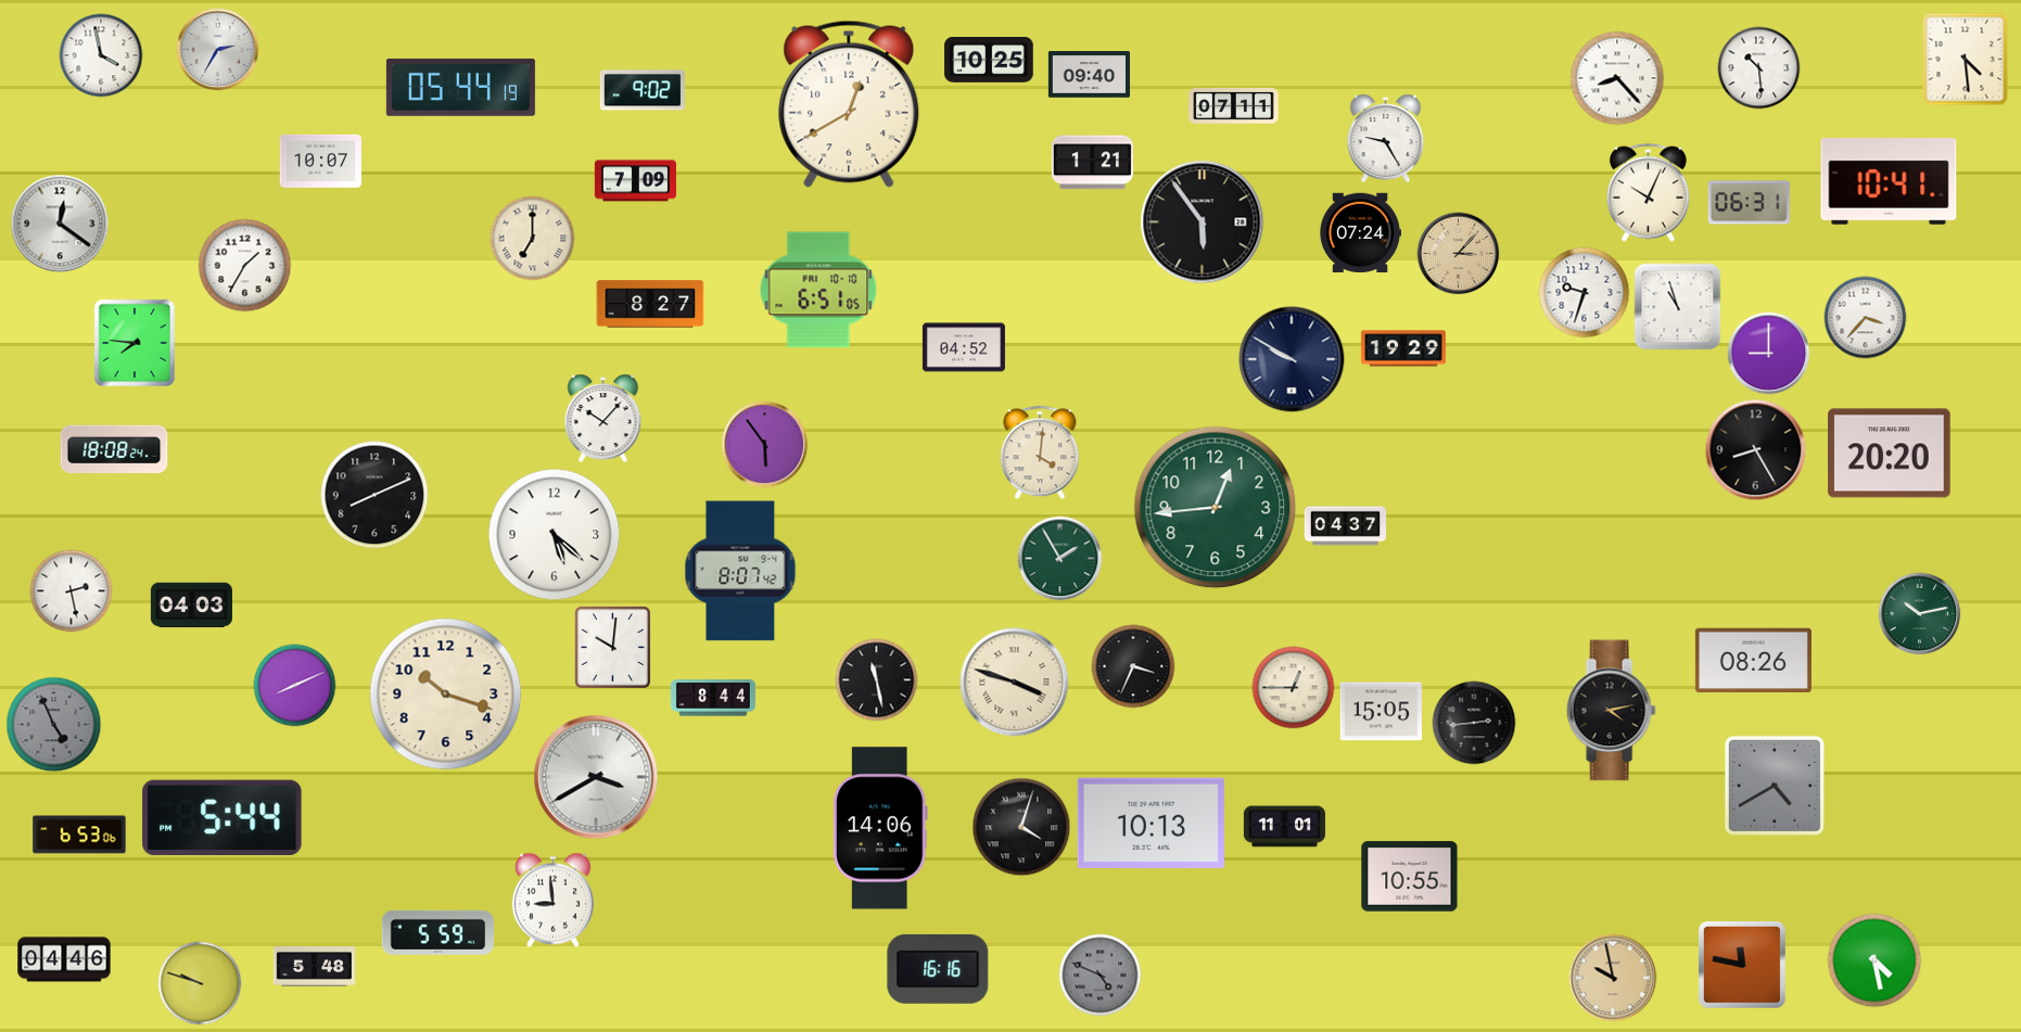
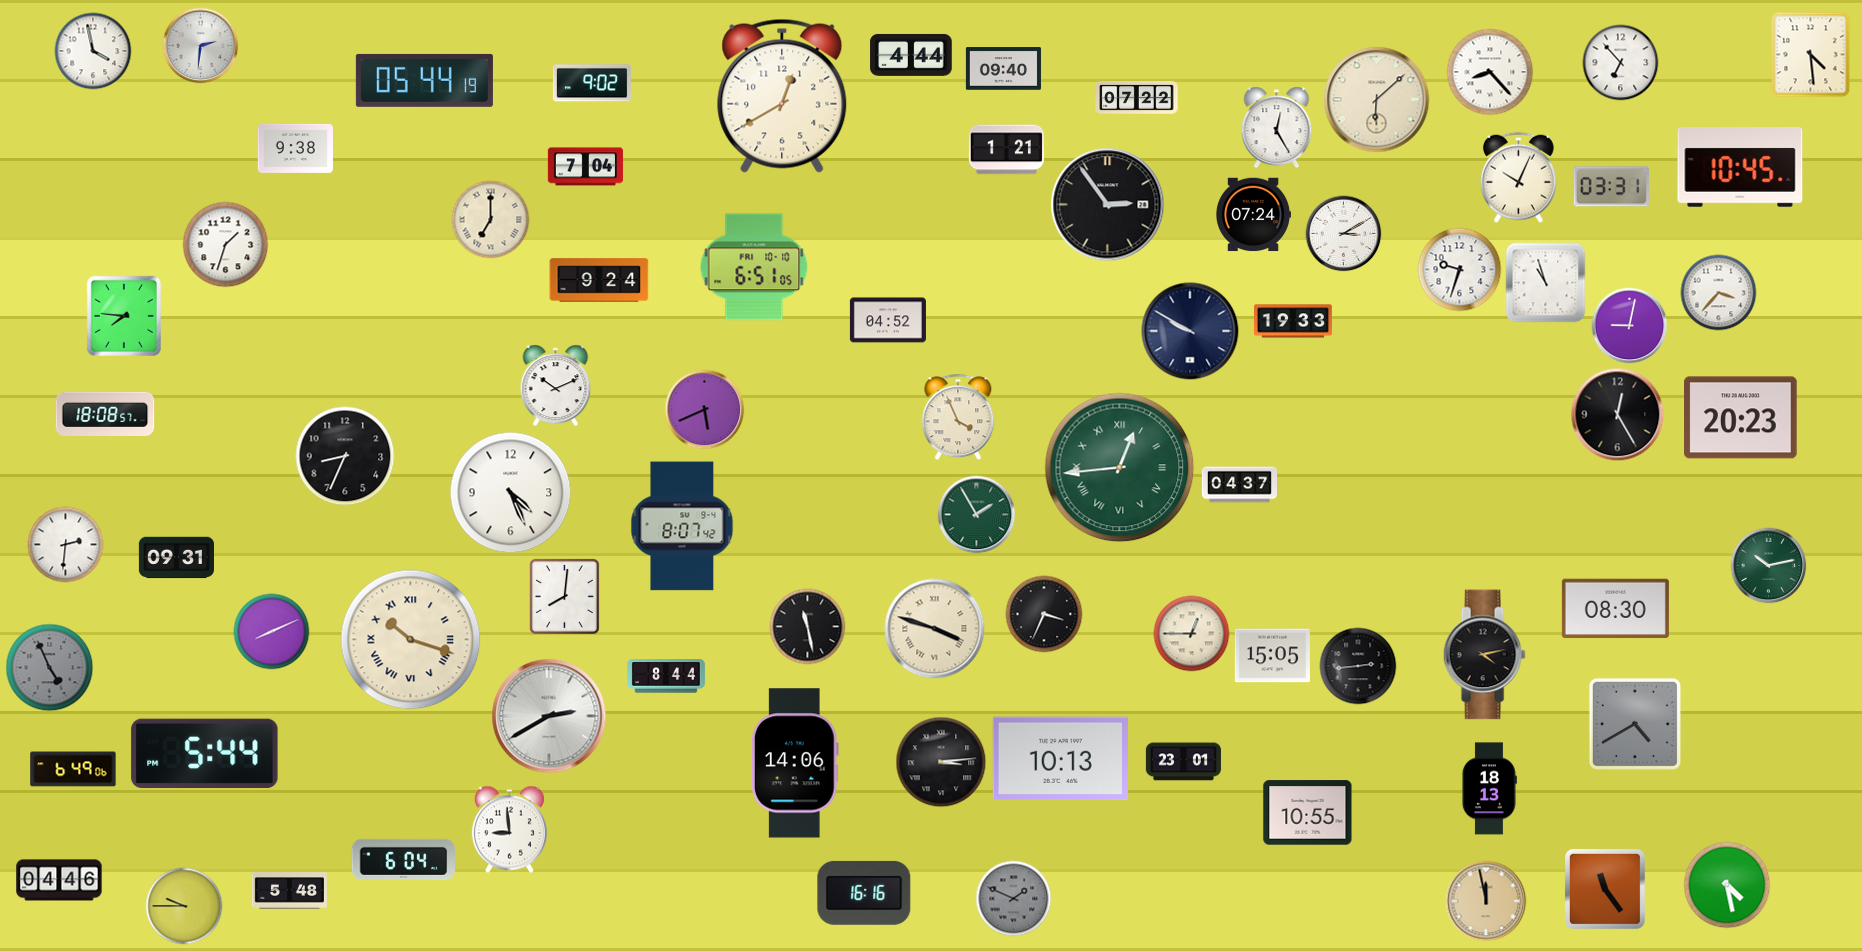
clock at (218, 50): 2:35 -> 2:31
clock at (989, 60): 10:25 -> 4:44
clock at (1759, 68): 10:29 -> 6:53
clock at (1234, 106): 07:11 -> 07:22
clock at (1377, 100): none -> 6:08
clock at (1386, 139): 9:25 -> 12:25
clock at (320, 161): 10:07 -> 9:38
clock at (635, 181): 7:09 -> 7:04
clock at (1889, 181): 10:41 -> 10:45
clock at (1749, 203): 06:31 -> 03:31
clock at (1203, 222): 5:54 -> 2:54
clock at (60, 224): 12:21 -> none
clock at (1459, 254): 3:07 -> 3:10
clock at (1459, 254) dial: champagne -> white
clock at (245, 266): 1:35 -> 1:33
clock at (650, 304): 8:27 -> 9:24
clock at (1403, 348): 19:29 -> 19:33
clock at (1769, 354): 9:00 -> 9:02
clock at (603, 419): 10:07 -> 10:11
clock at (765, 445): 5:54 -> 5:41
clock at (114, 448): 18:08:24 -> 18:08:57
clock at (1756, 450): 8:25 -> 12:25
clock at (1040, 453): 4:01 -> 3:56
clock at (1890, 454): 20:20 -> 20:23
clock at (374, 495): 8:11 -> 8:34
clock at (1216, 508) numerals: Arabic -> Roman
clock at (555, 535): 5:22 -> 4:26
clock at (72, 591): 2:28 -> 2:31
clock at (191, 606): 04:03 -> 09:31
clock at (612, 647): 10:01 -> 8:01
clock at (1753, 661): 08:26 -> 08:30
clock at (446, 695) numerals: Arabic -> Roman
clock at (713, 698) position: (713, 698) -> (666, 676)
clock at (596, 777): 3:40 -> 2:40
clock at (1021, 827): 4:03 -> 3:14
clock at (1284, 827): 11:01 -> 23:01
clock at (880, 828) position: (880, 828) -> (795, 763)
clock at (79, 834): 6:53 -> 6:49
clock at (1489, 789): none -> 18:13
clock at (1410, 877) position: (1410, 877) -> (1308, 813)
clock at (438, 932): 5:59 -> 6:04
clock at (64, 959) position: (64, 959) -> (59, 880)
clock at (1742, 965): 11:47 -> 11:24
clock at (1101, 976): 4:49 -> 1:49
clock at (1613, 978): 9:58 -> 11:58
clock at (200, 983): 9:48 -> 9:45
